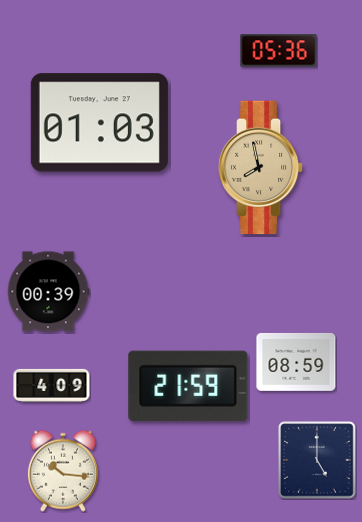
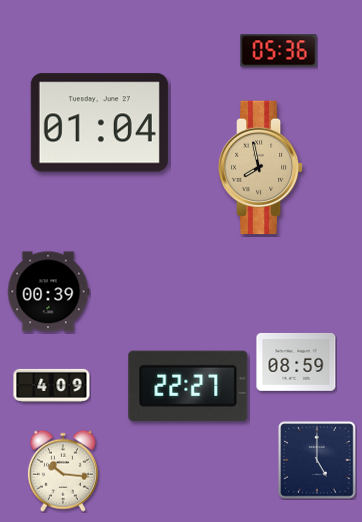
clock at (99, 123): 01:03 -> 01:04
clock at (188, 386): 21:59 -> 22:27
